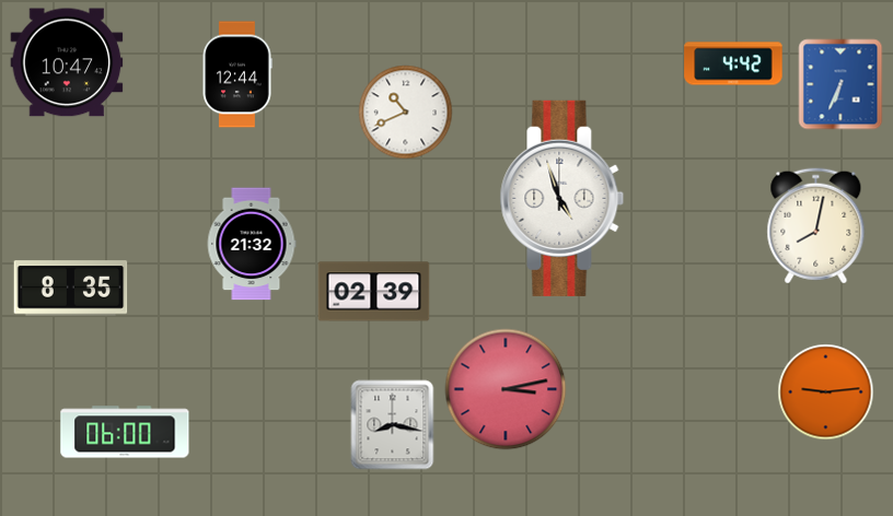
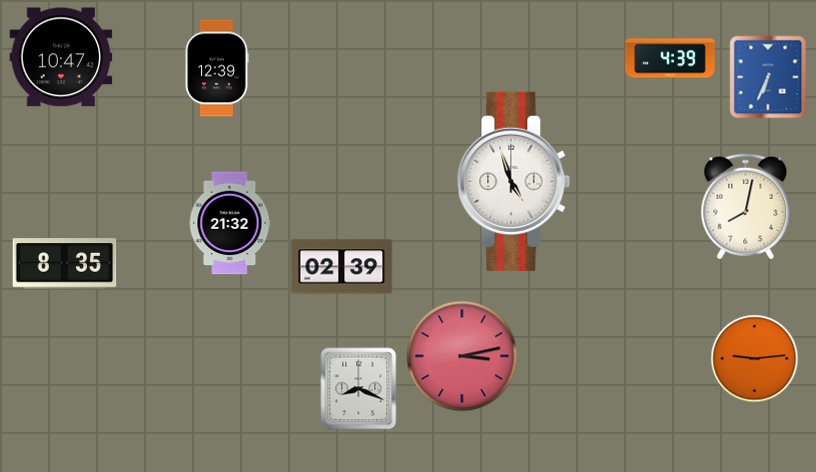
clock at (733, 63): 4:42 -> 4:39
clock at (237, 74): 12:44 -> 12:39
clock at (406, 113): 10:41 -> none
clock at (393, 425): 8:17 -> 8:19
clock at (125, 432): 06:00 -> none
